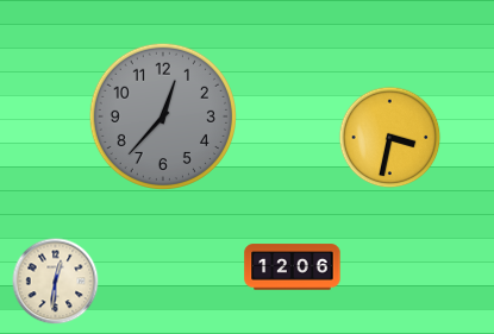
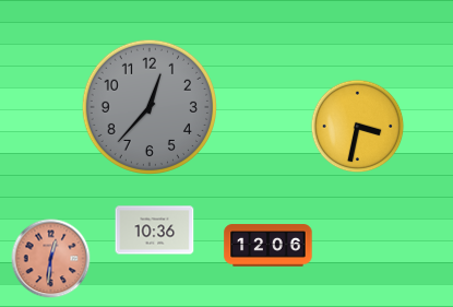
clock at (155, 231): none -> 10:36
clock at (56, 282) dial: cream -> salmon
